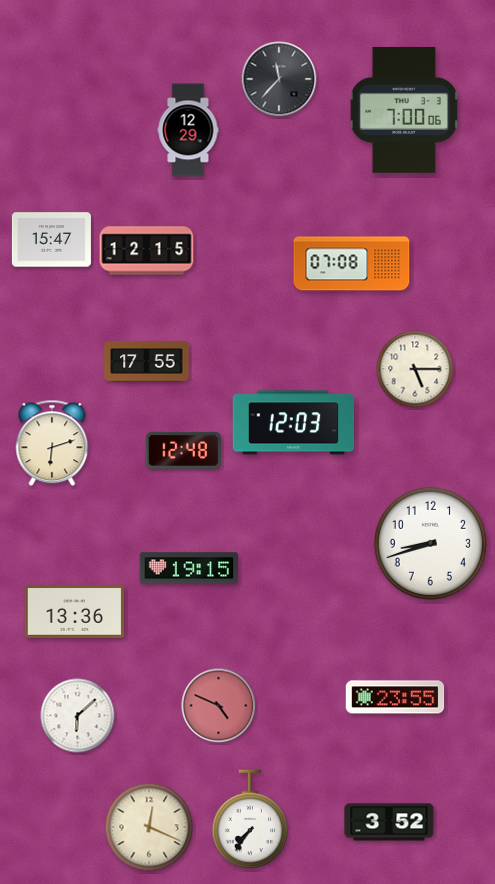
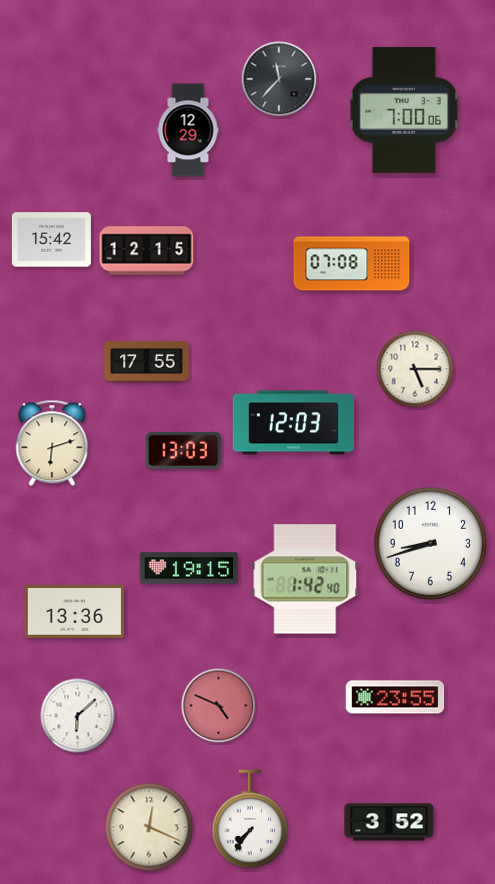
clock at (51, 240): 15:47 -> 15:42
clock at (184, 450): 12:48 -> 13:03
clock at (305, 579): none -> 1:42
